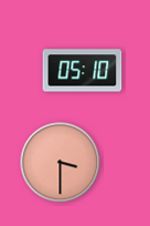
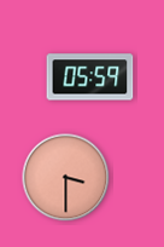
clock at (83, 71): 05:10 -> 05:59
